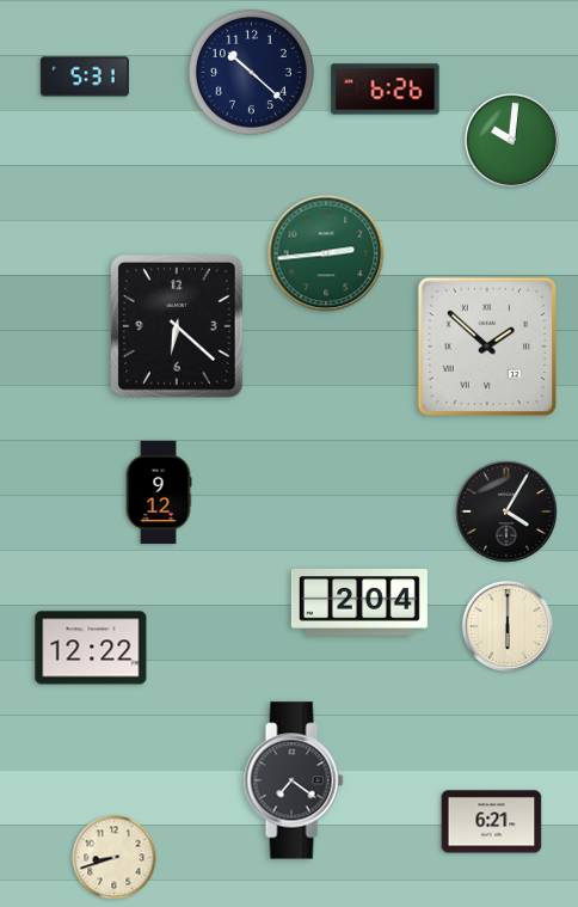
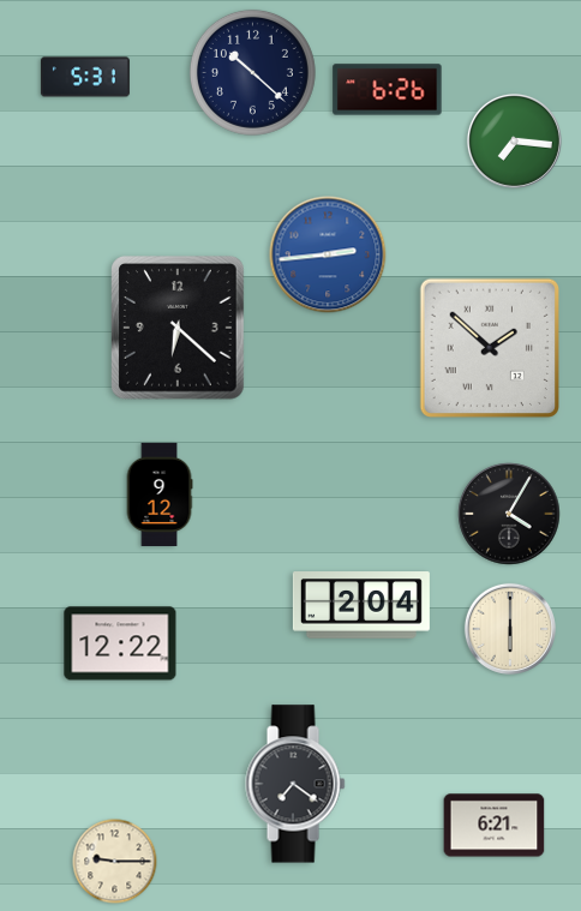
clock at (511, 140): 10:01 -> 7:16
clock at (326, 253) dial: green -> blue
clock at (91, 648) position: (91, 648) -> (120, 643)
clock at (115, 858): 8:42 -> 9:15
